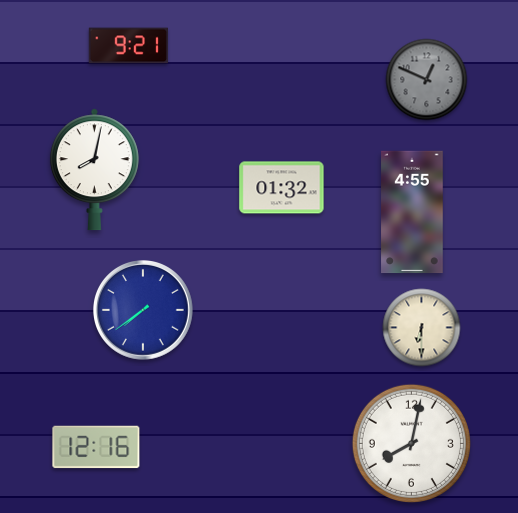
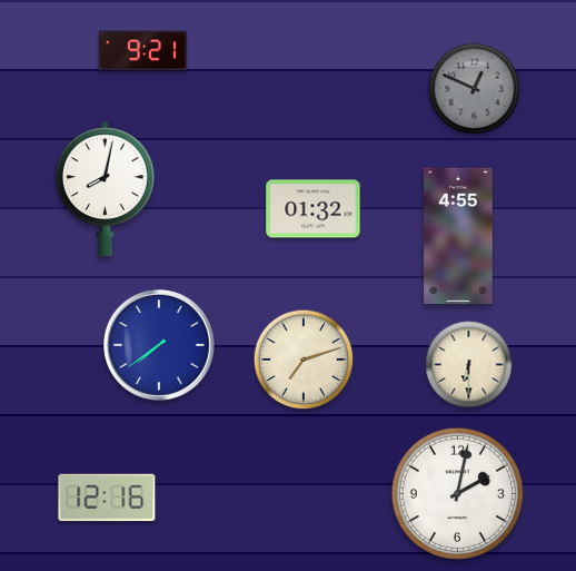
clock at (304, 360): none -> 7:12
clock at (411, 443): 8:02 -> 2:02
